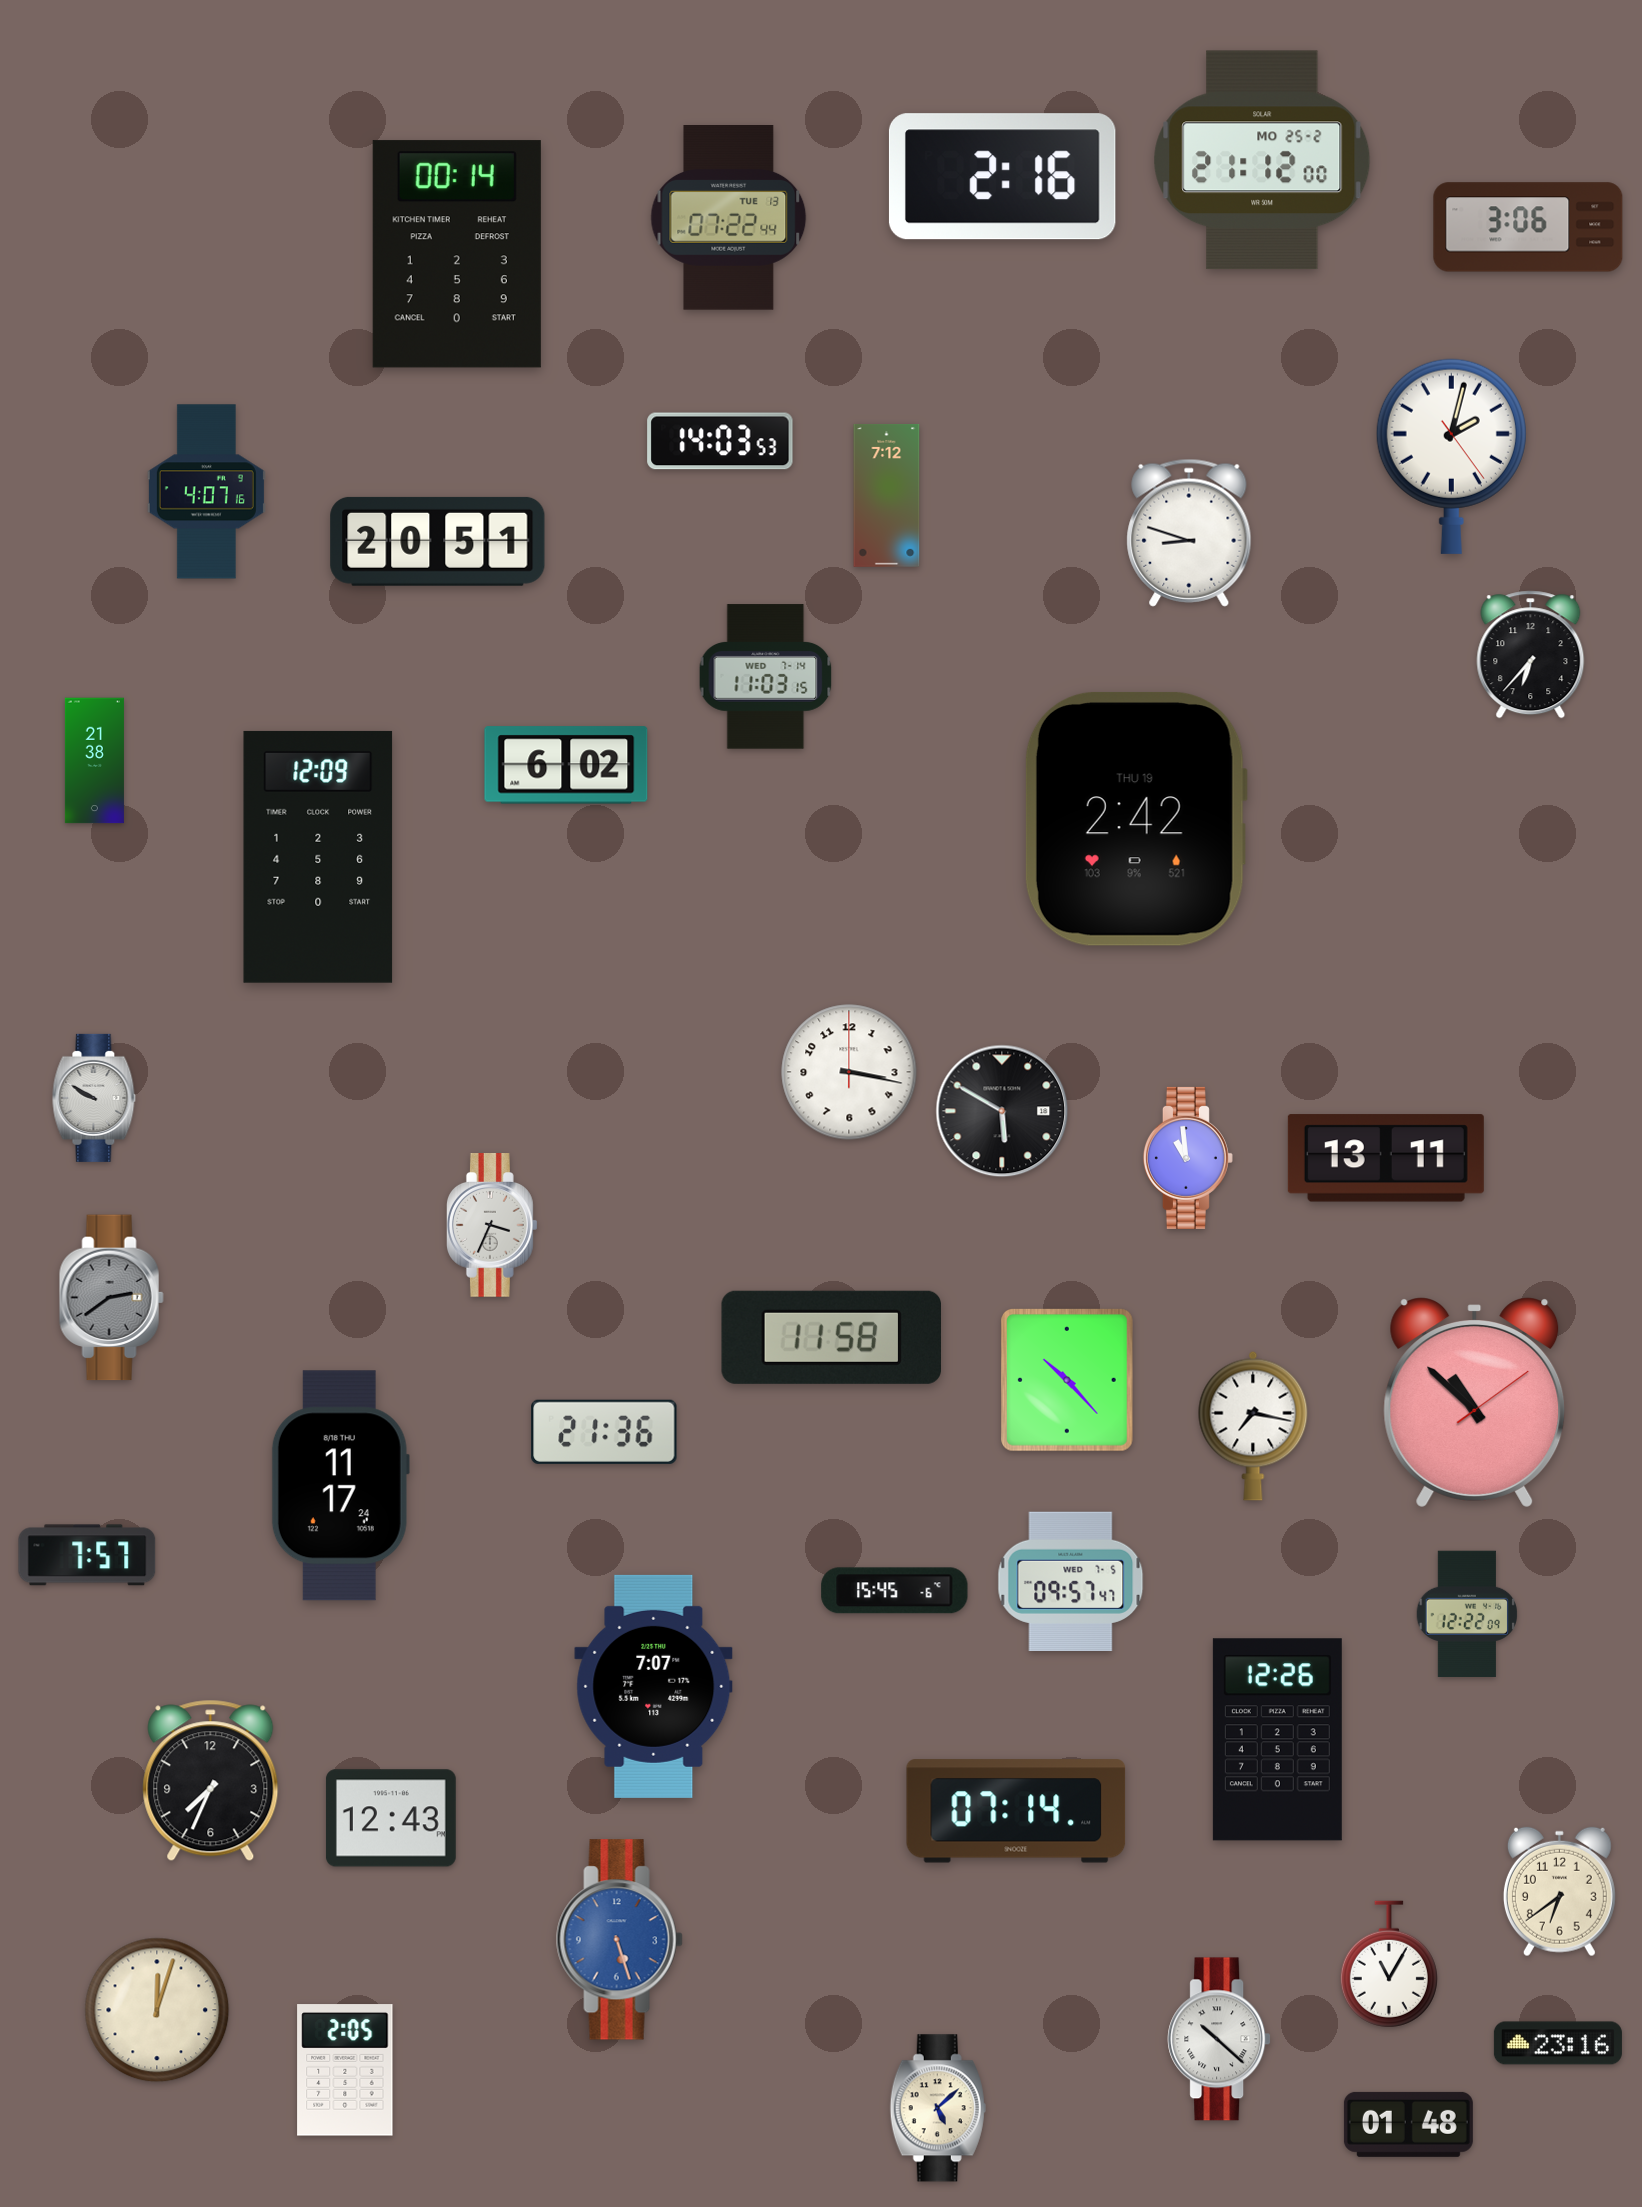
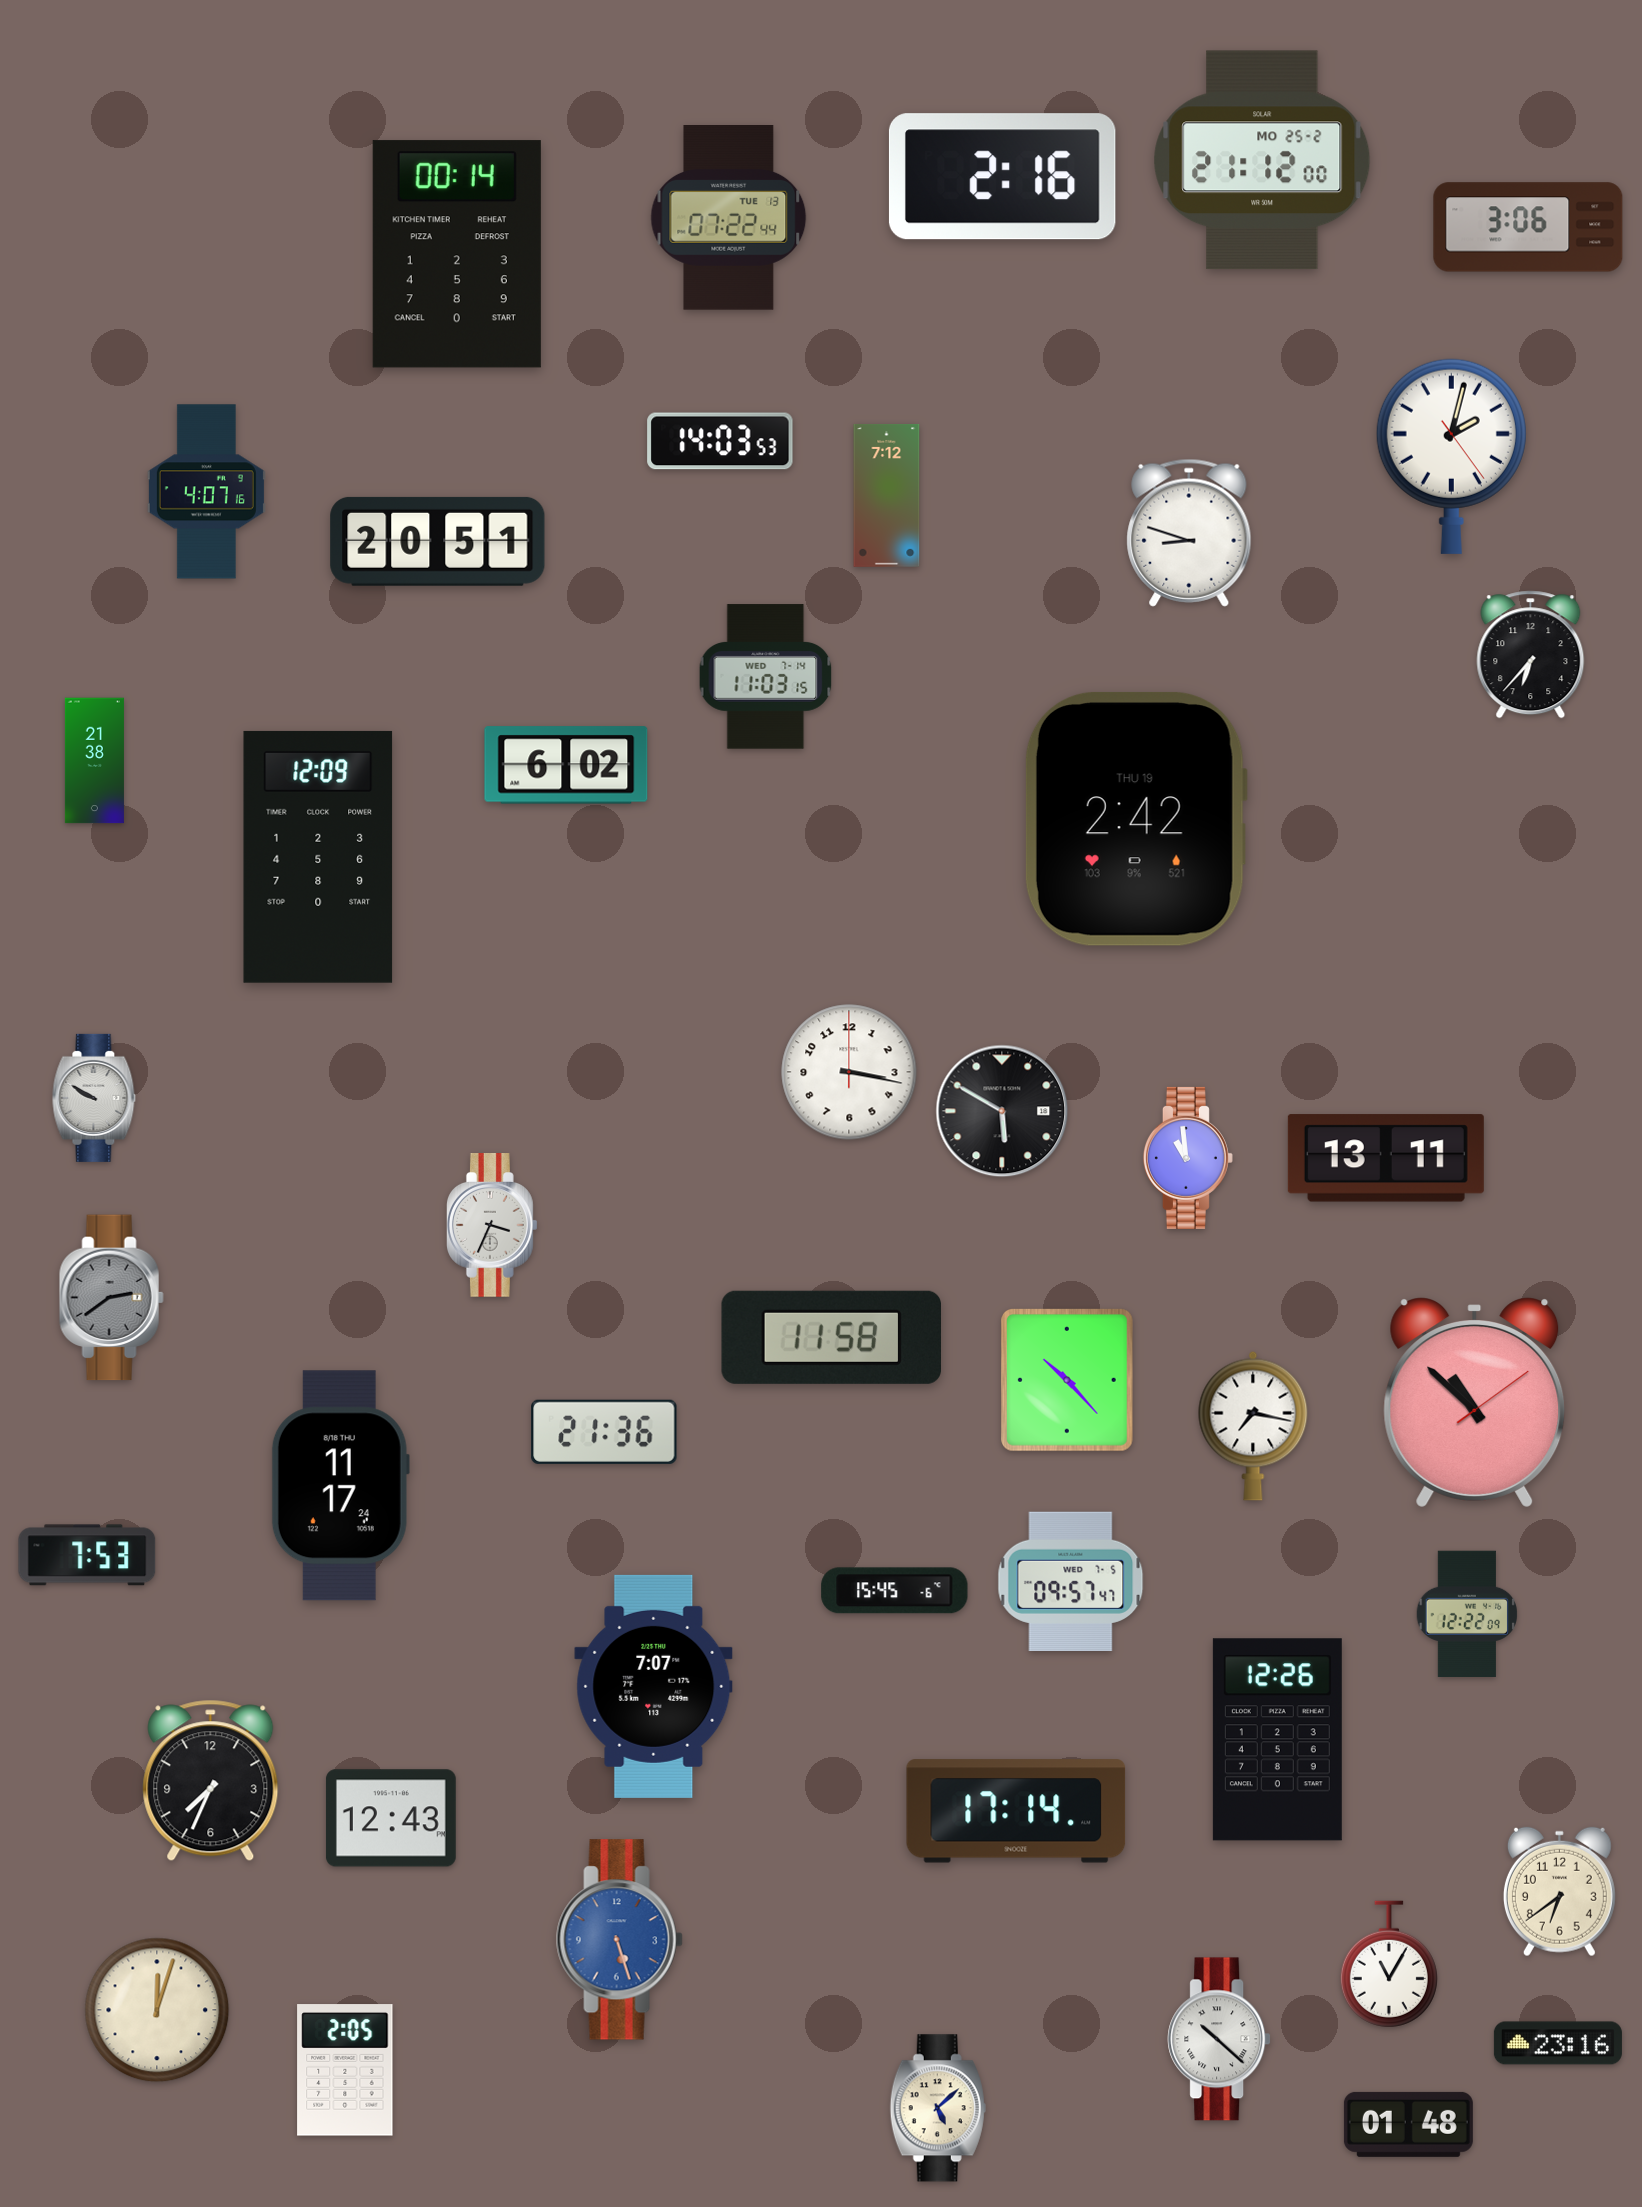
clock at (87, 1555): 7:57 -> 7:53
clock at (1016, 1811): 07:14 -> 17:14
